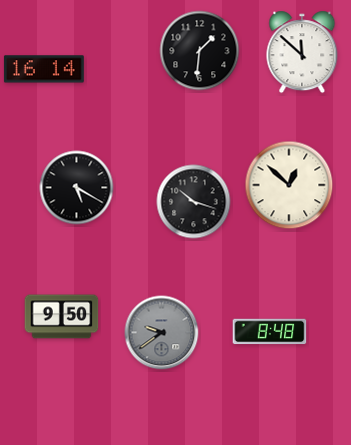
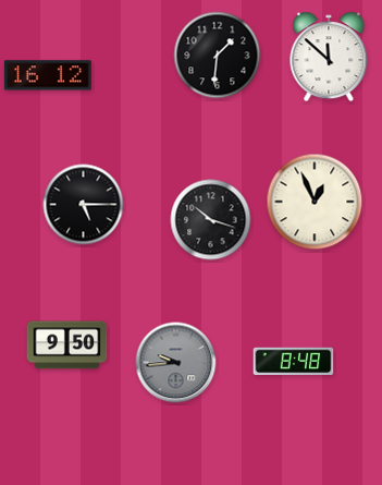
clock at (44, 69): 16:14 -> 16:12
clock at (289, 185): 12:52 -> 12:56
clock at (77, 188): 5:20 -> 5:15
clock at (162, 333): 9:39 -> 9:44
